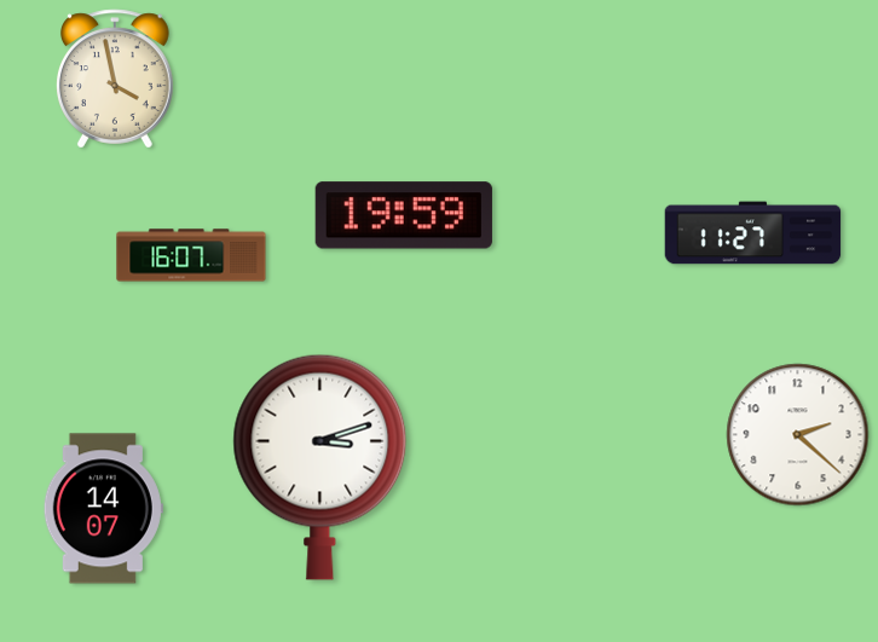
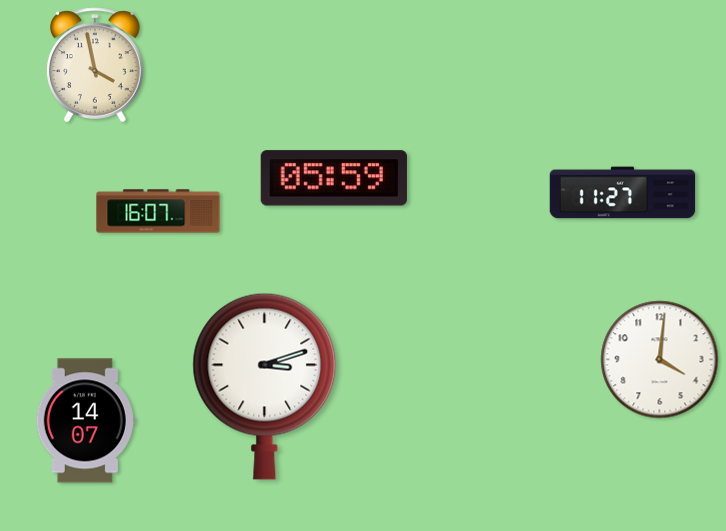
clock at (404, 215): 19:59 -> 05:59
clock at (798, 435): 2:22 -> 4:01
